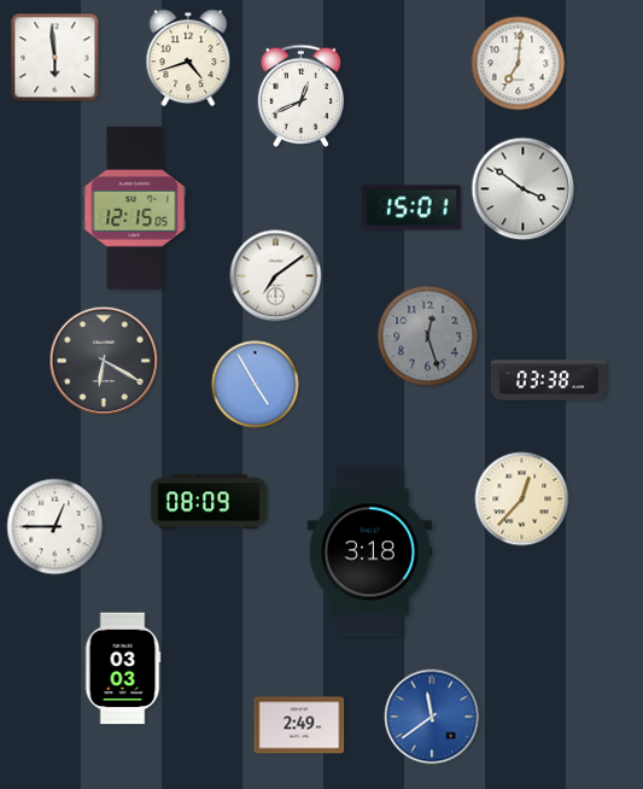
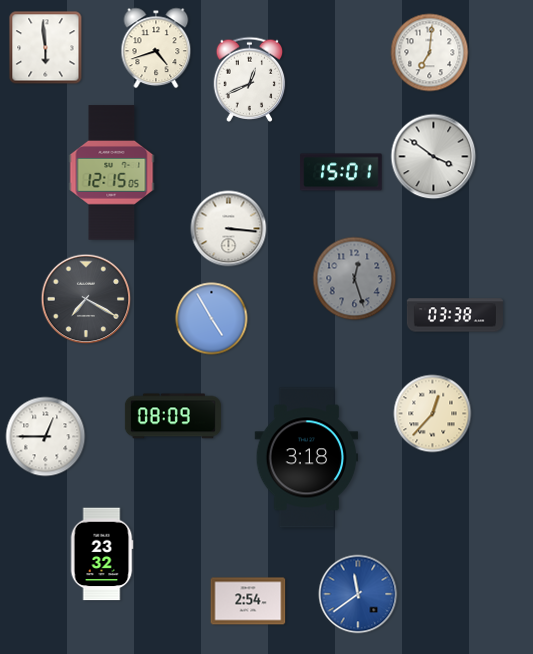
clock at (276, 276): 7:09 -> 3:16
clock at (104, 361): 6:20 -> 7:20
clock at (123, 668): 03:03 -> 23:32
clock at (299, 725): 2:49 -> 2:54
